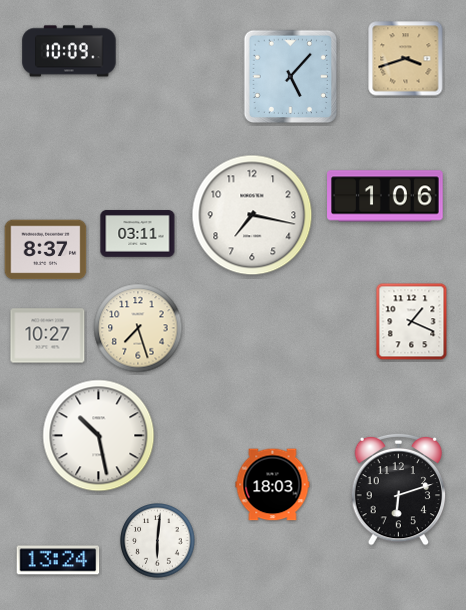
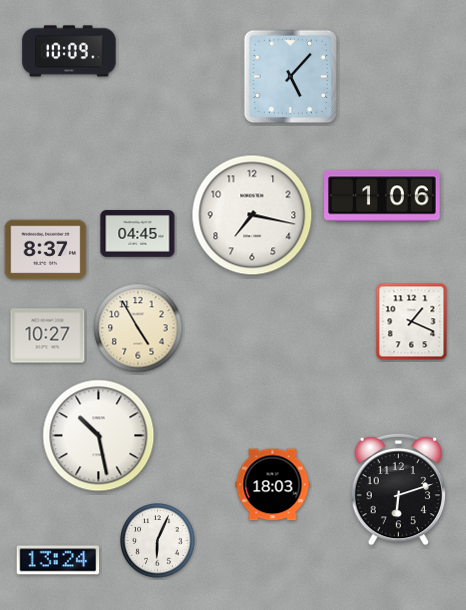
clock at (406, 59): 3:42 -> none
clock at (385, 196) position: (385, 196) -> (382, 196)
clock at (138, 234): 03:11 -> 04:45
clock at (138, 328): 7:27 -> 4:55
clock at (158, 541): 6:01 -> 6:04
